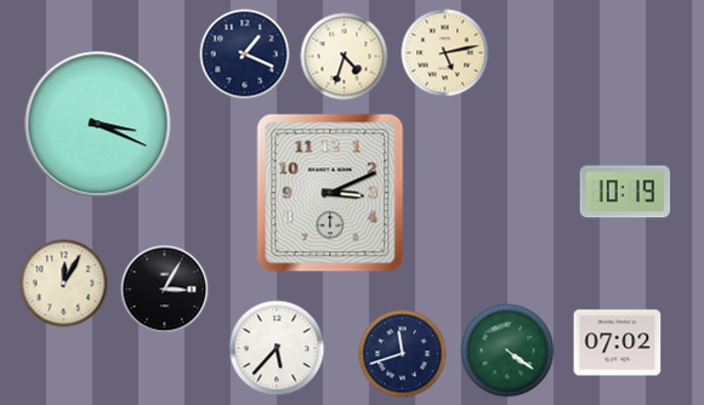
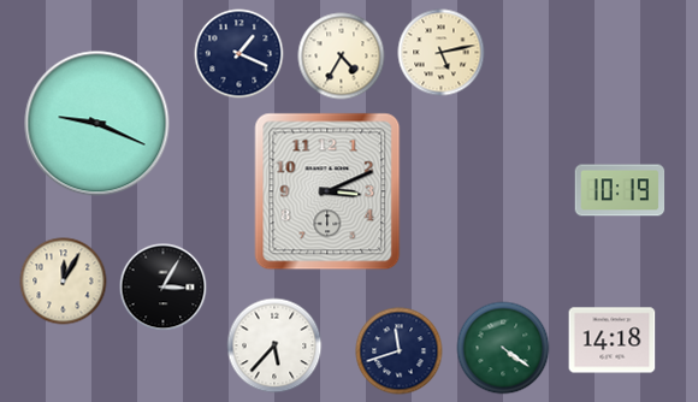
clock at (245, 55) position: (245, 55) -> (239, 54)
clock at (345, 57): 4:33 -> 4:35
clock at (98, 125): 3:19 -> 9:19
clock at (618, 343): 07:02 -> 14:18
